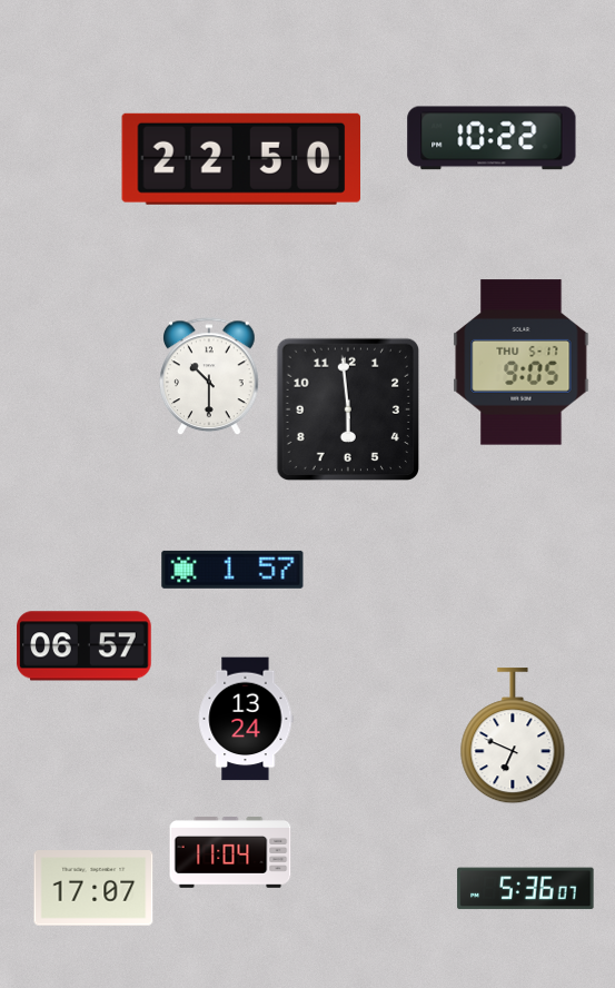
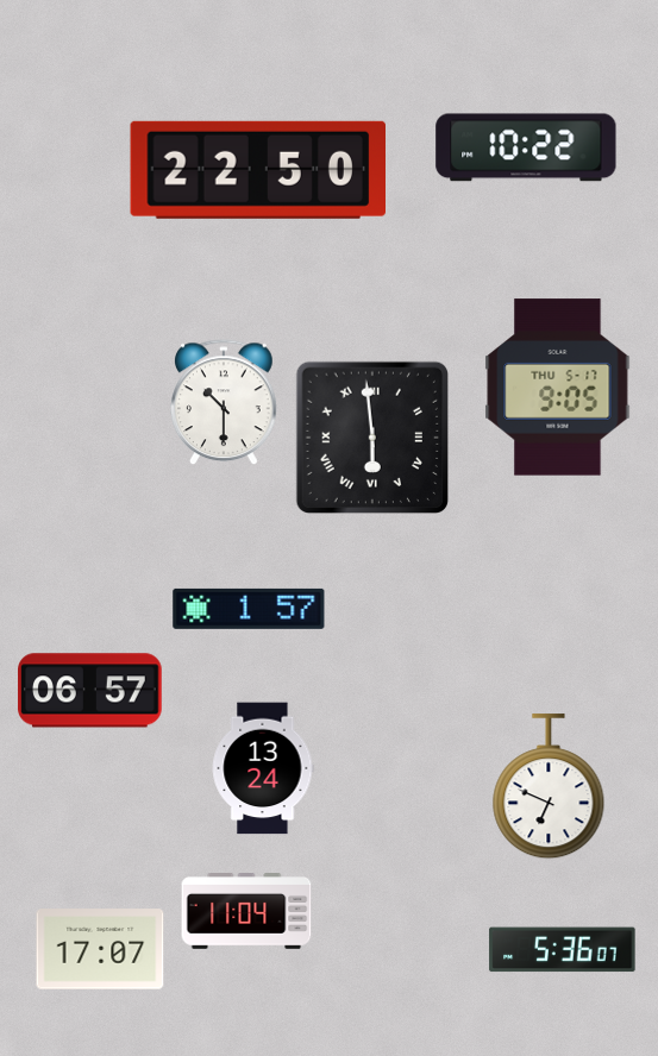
clock at (347, 408) numerals: Arabic -> Roman
